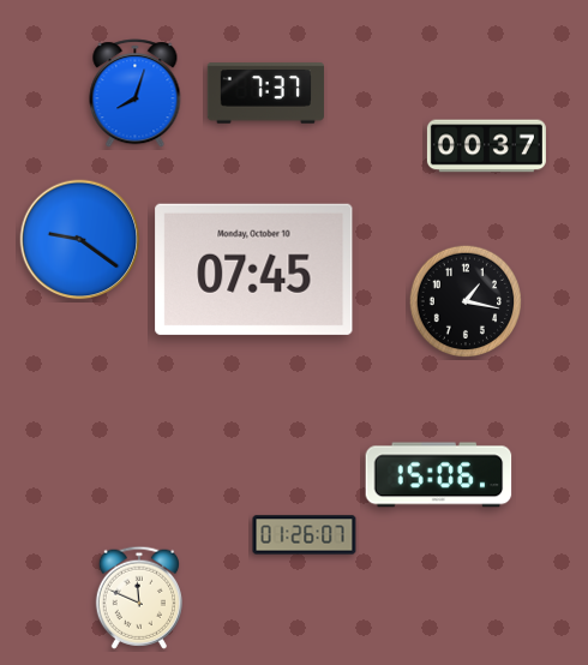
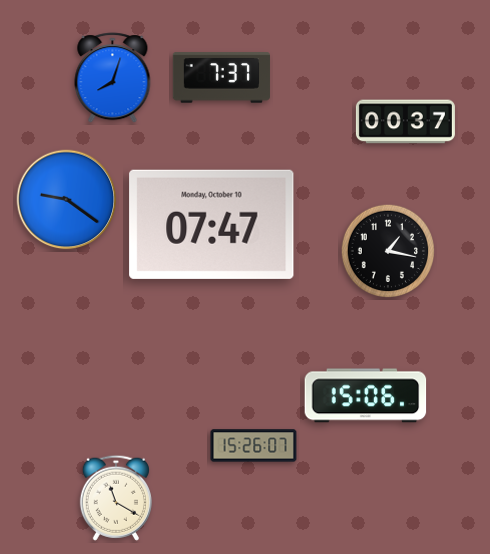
clock at (254, 269): 07:45 -> 07:47
clock at (305, 535): 01:26 -> 15:26
clock at (139, 598): 11:49 -> 11:20
